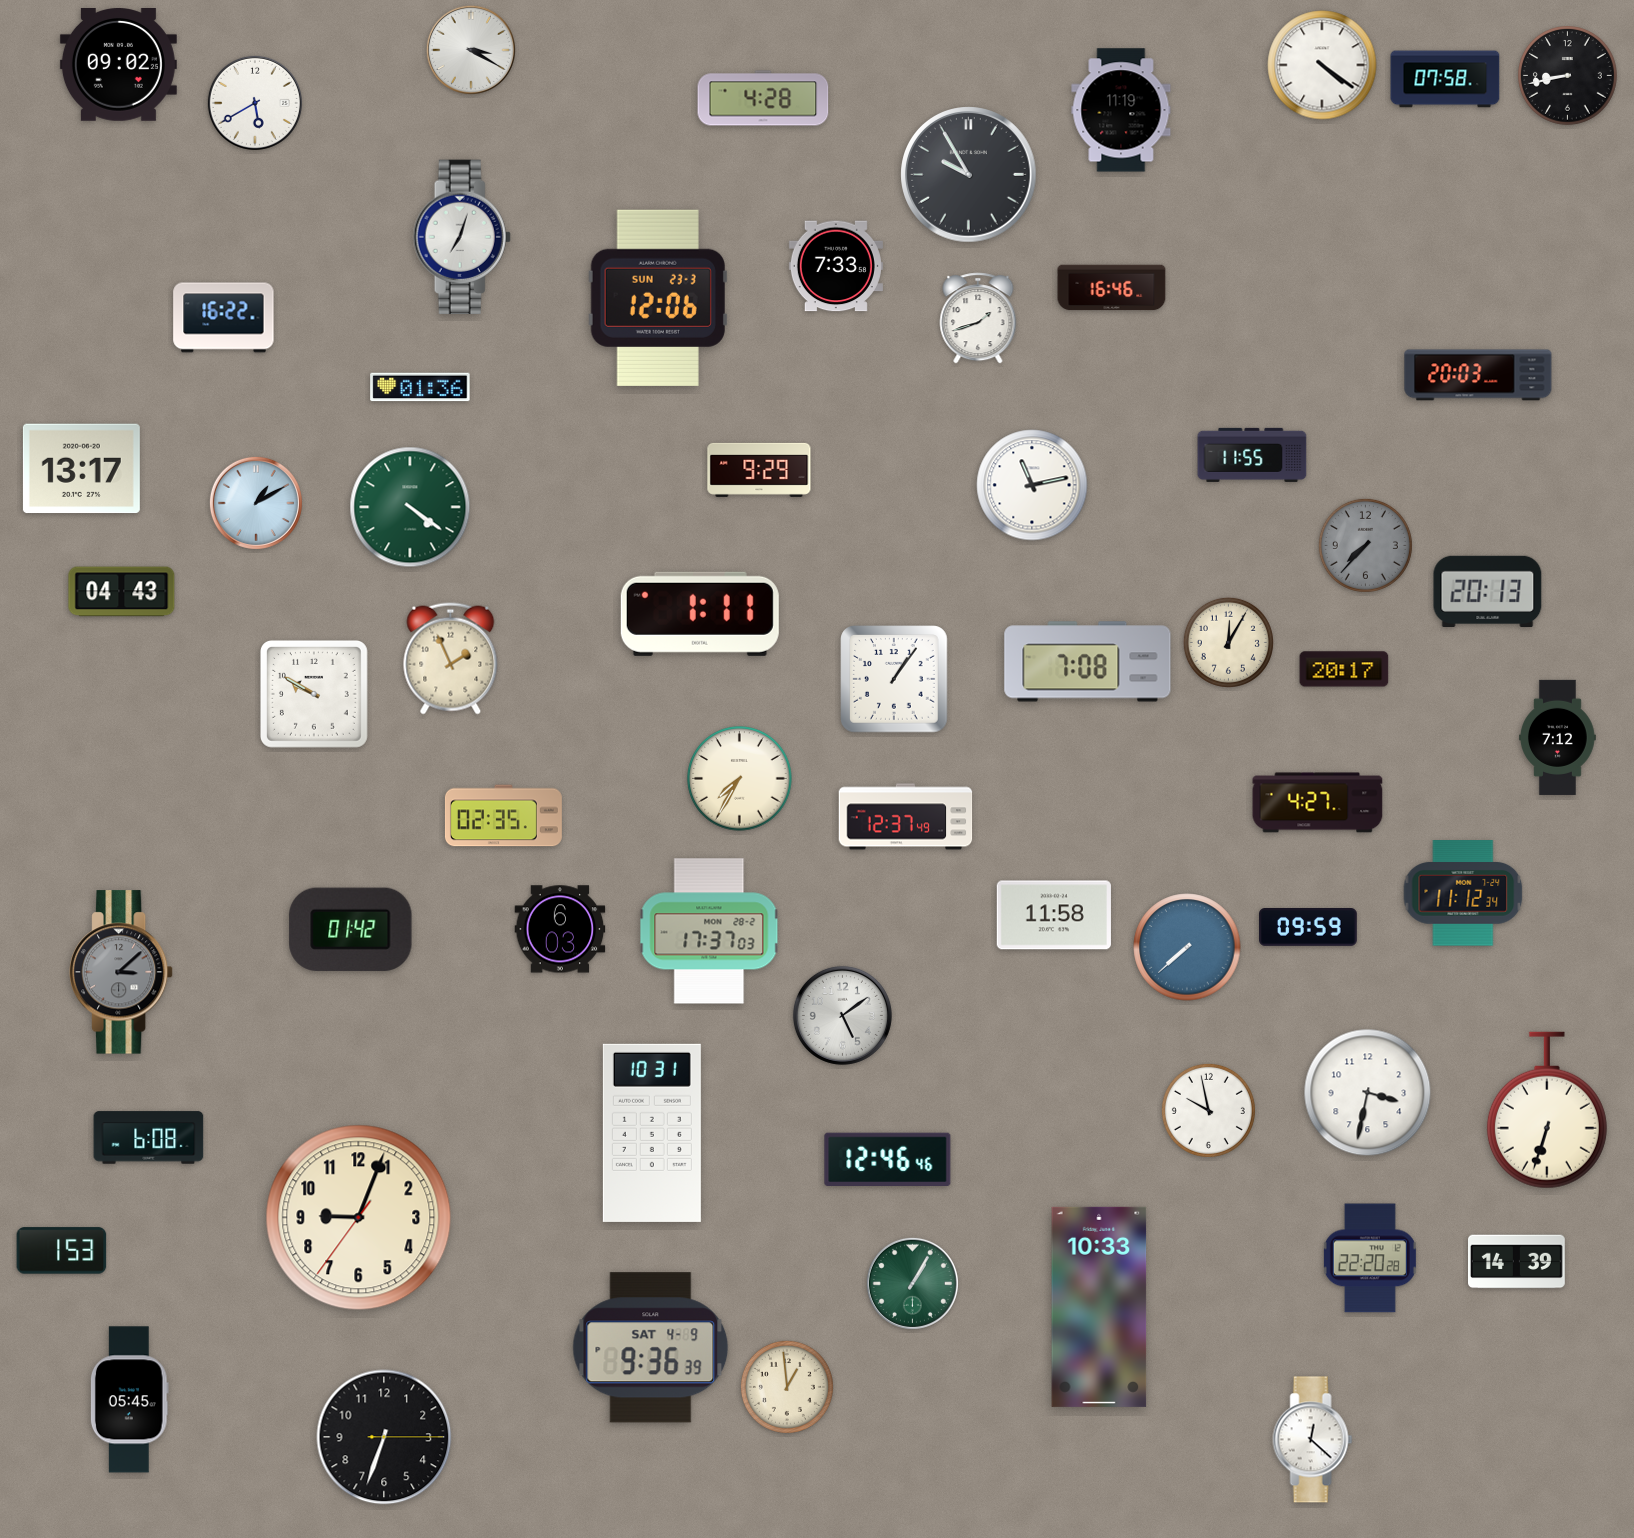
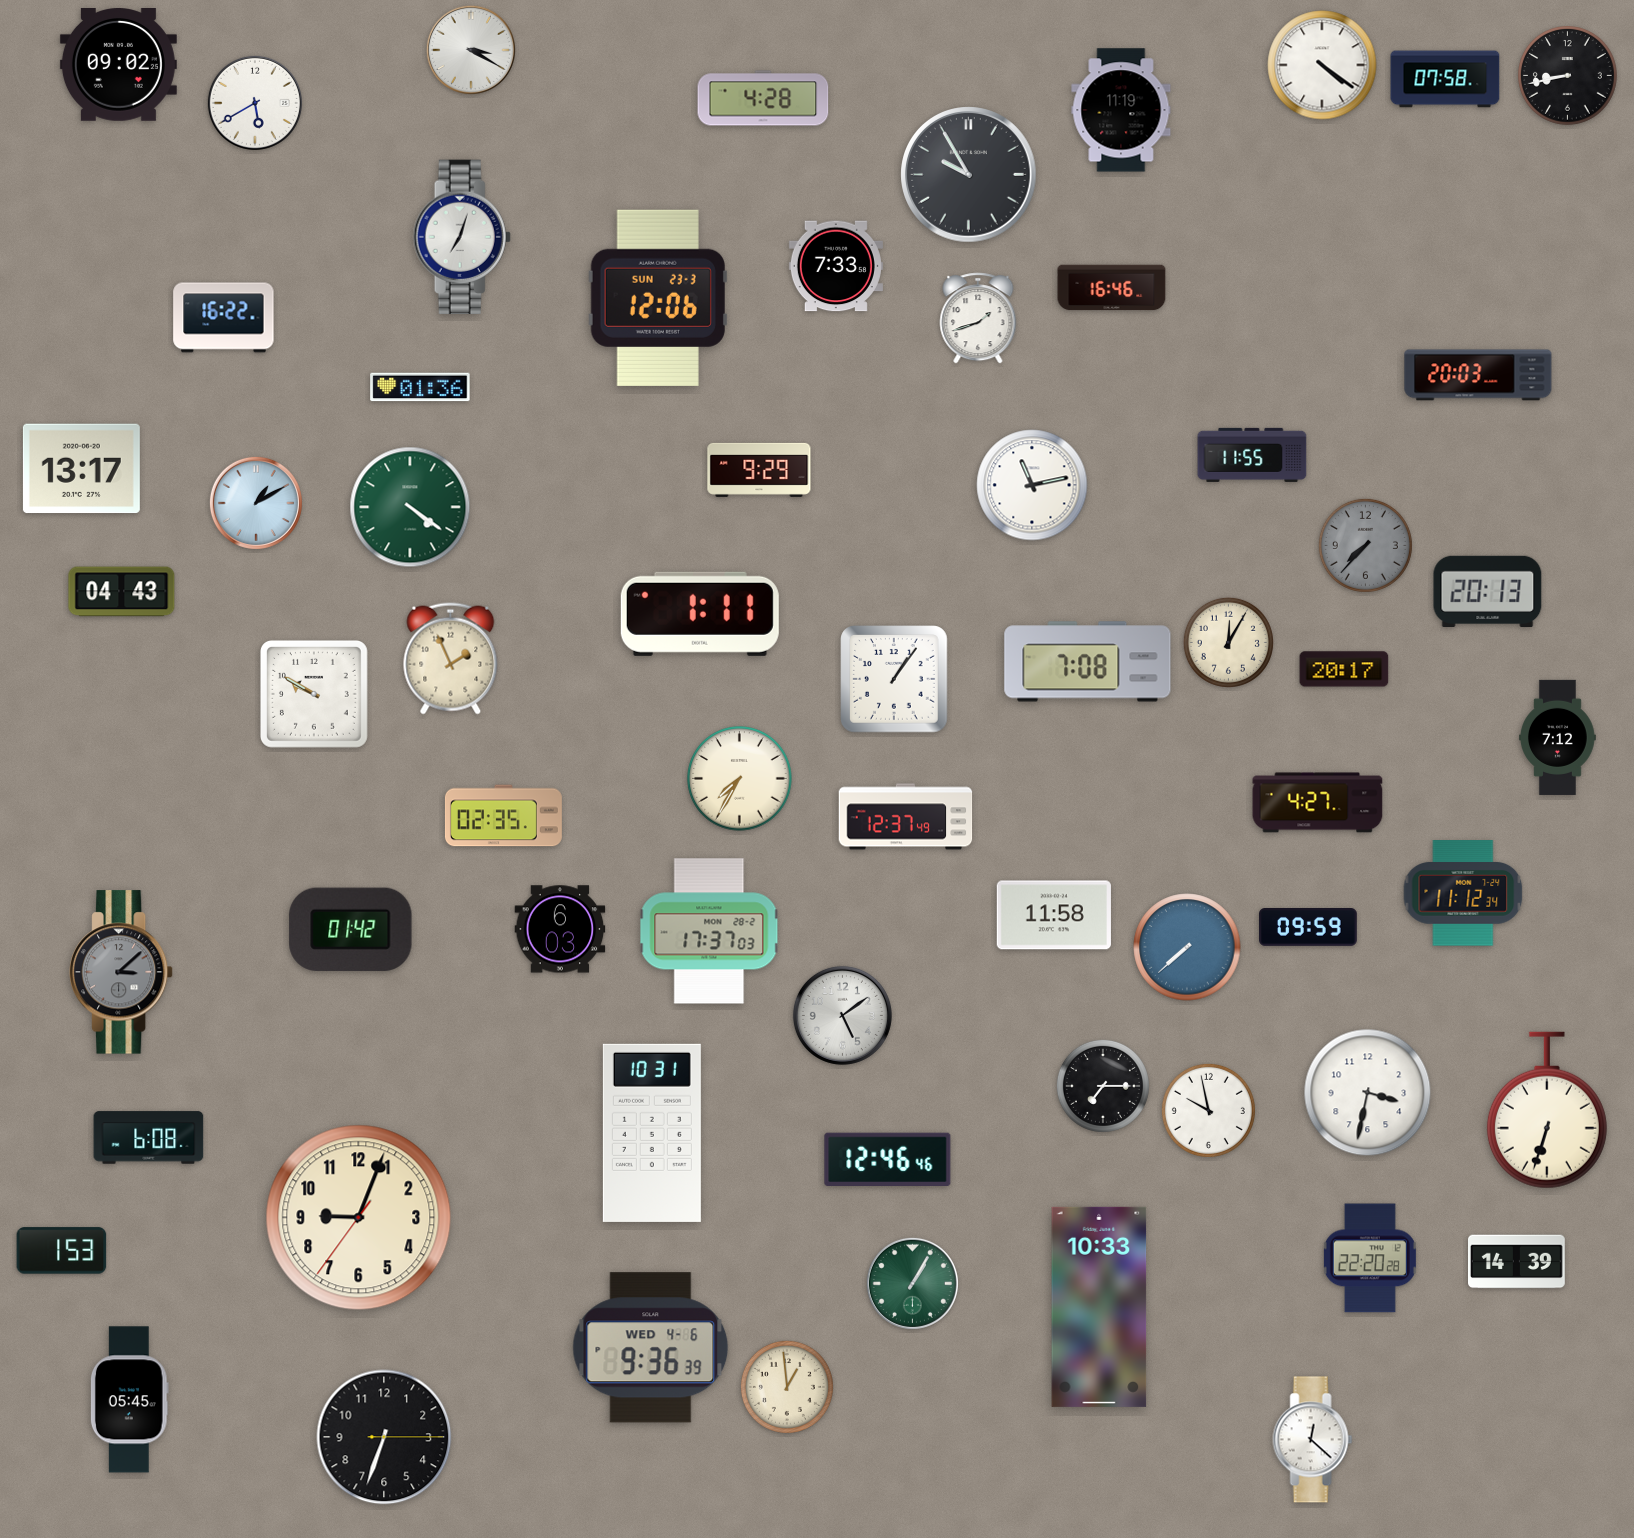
clock at (1103, 1086): none -> 7:15
clock at (651, 1348) date: SAT 4-9 -> WED 4-6
